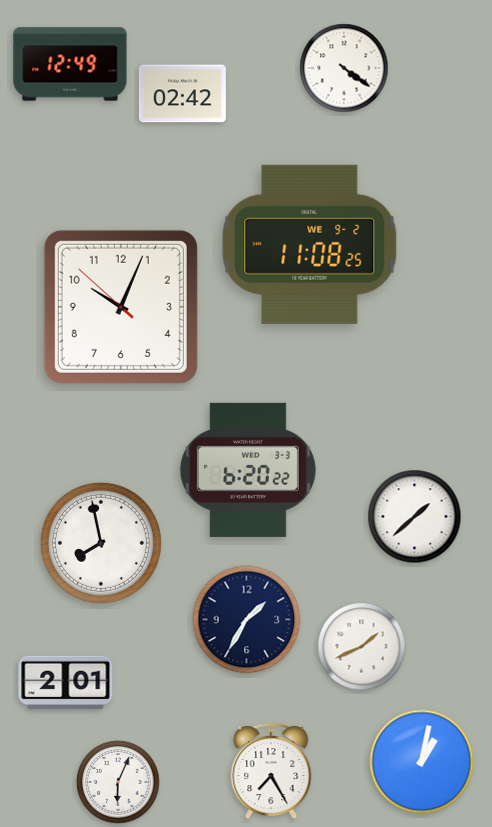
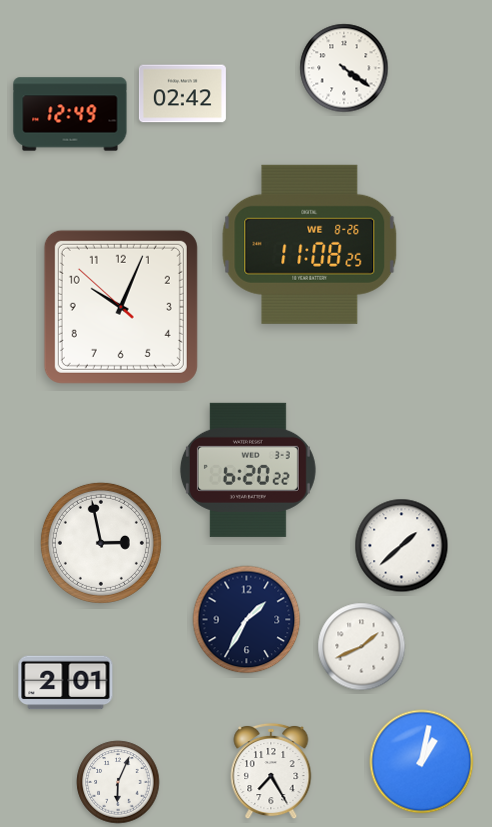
clock at (70, 64) position: (70, 64) -> (70, 114)
clock at (310, 244) date: WE 9-2 -> WE 8-26
clock at (415, 517) position: (415, 517) -> (402, 546)
clock at (101, 543): 7:58 -> 2:58
